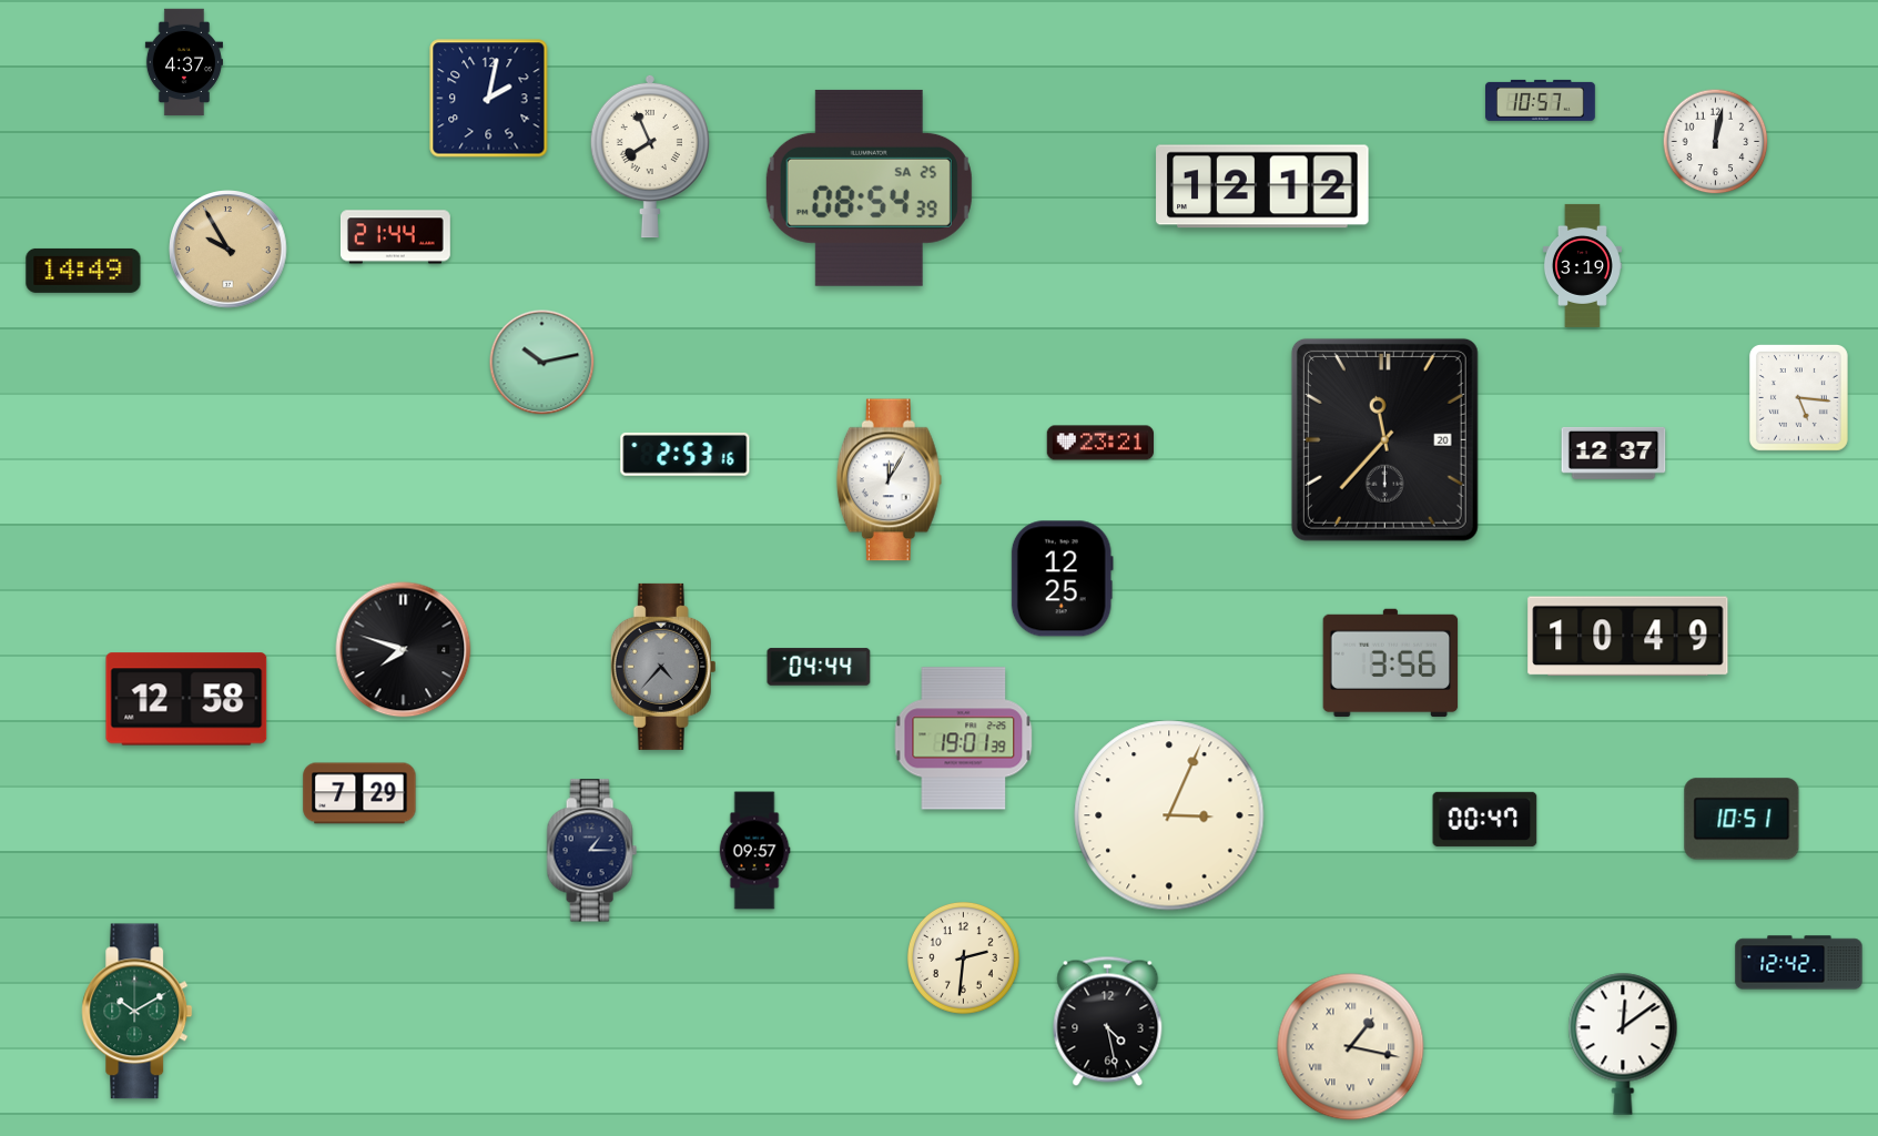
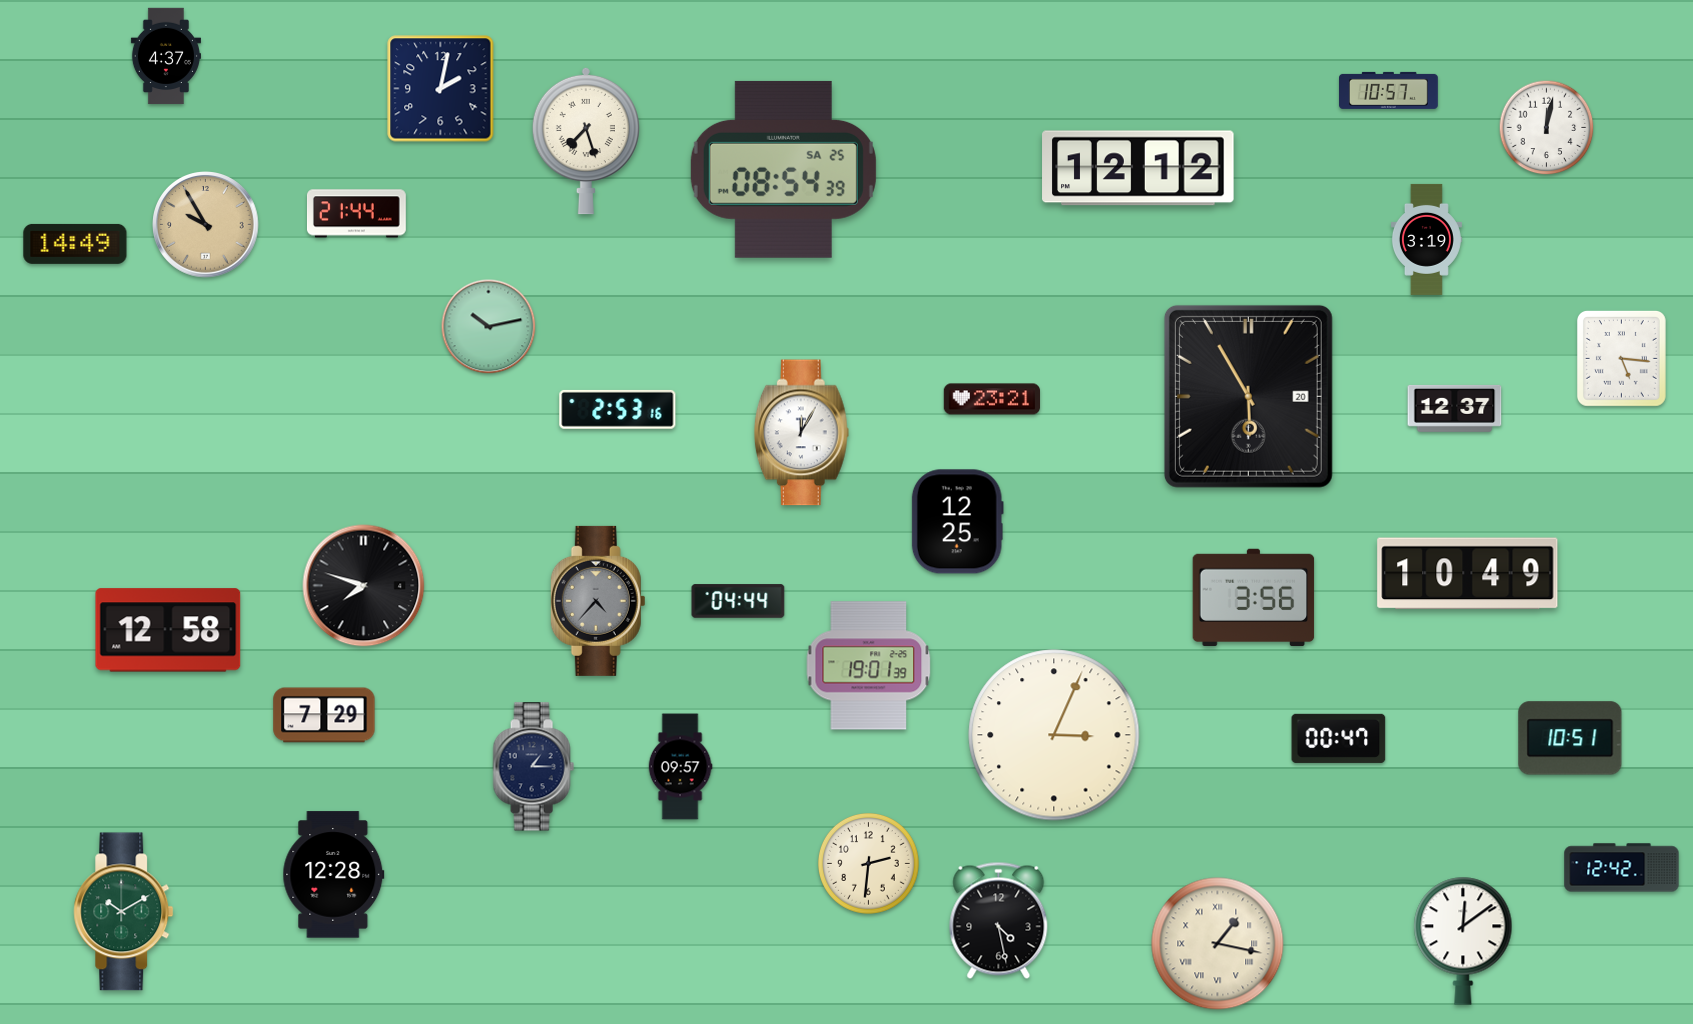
clock at (650, 156): 7:56 -> 7:27
clock at (1384, 439): 11:37 -> 5:55
clock at (334, 875): none -> 12:28
